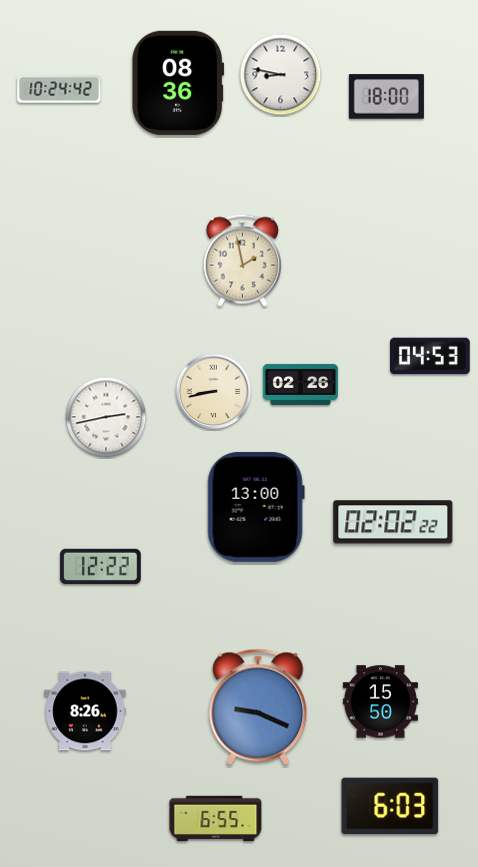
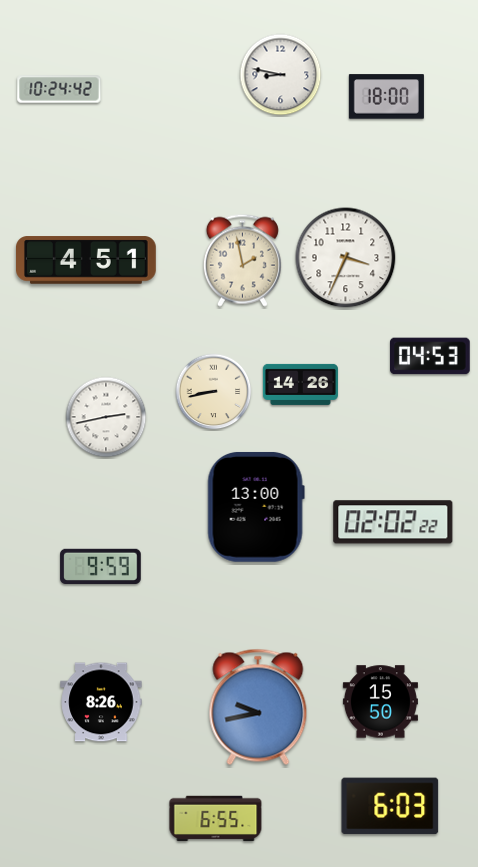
clock at (178, 83): 08:36 -> none
clock at (346, 258): none -> 3:34
clock at (87, 260): none -> 4:51
clock at (300, 384): 02:26 -> 14:26
clock at (101, 566): 12:22 -> 9:59
clock at (258, 707): 9:19 -> 9:43
clock at (85, 711) position: (85, 711) -> (101, 702)
